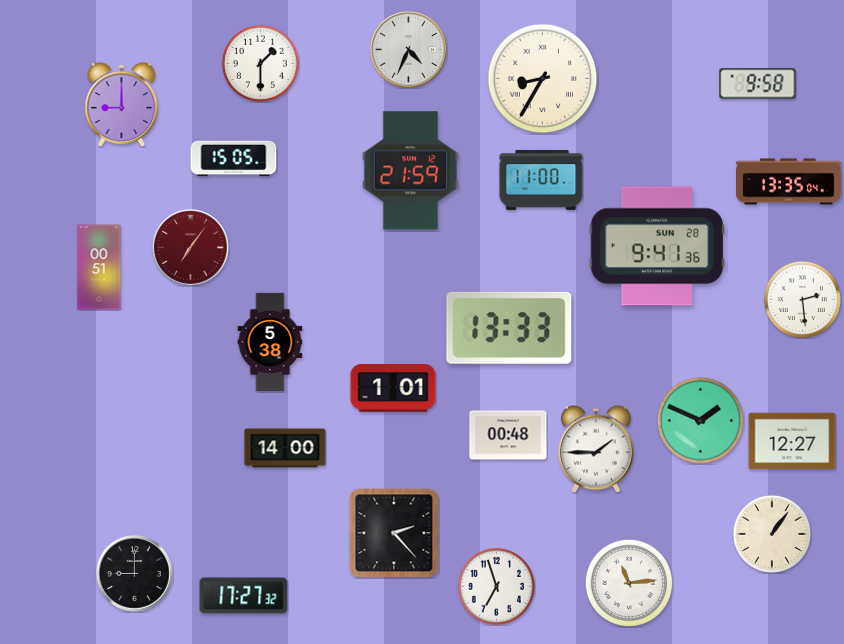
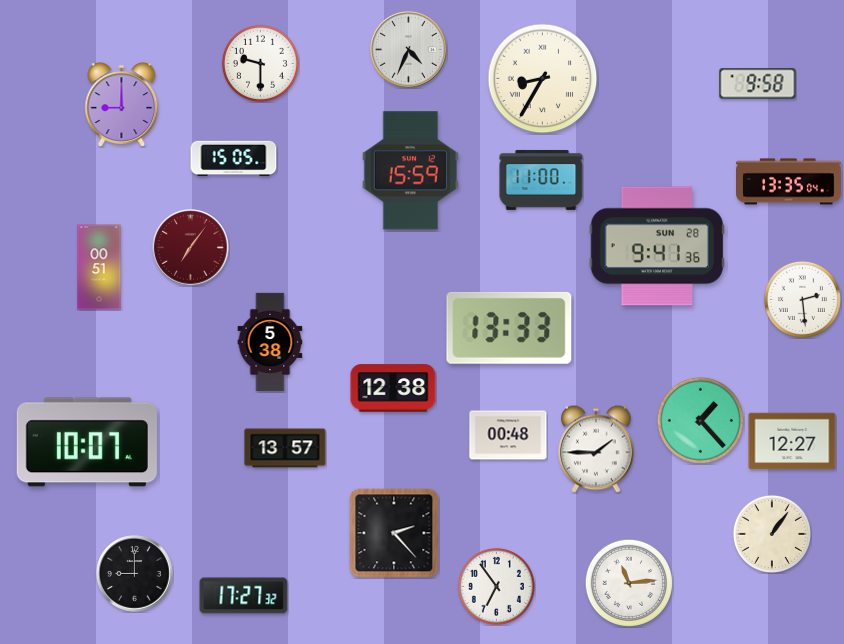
clock at (260, 63): 1:30 -> 9:30
clock at (410, 171): 21:59 -> 15:59
clock at (393, 388): 1:01 -> 12:38
clock at (700, 420): 1:49 -> 1:23
clock at (87, 442): none -> 10:07
clock at (285, 448): 14:00 -> 13:57
clock at (496, 586): 6:57 -> 6:54
